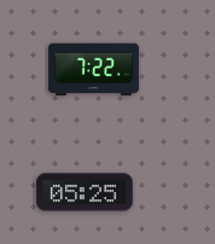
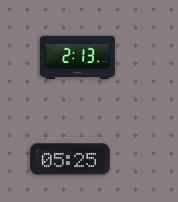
clock at (93, 70): 7:22 -> 2:13
